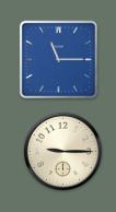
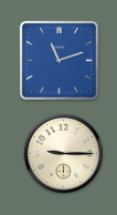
clock at (58, 59): 11:15 -> 11:12
